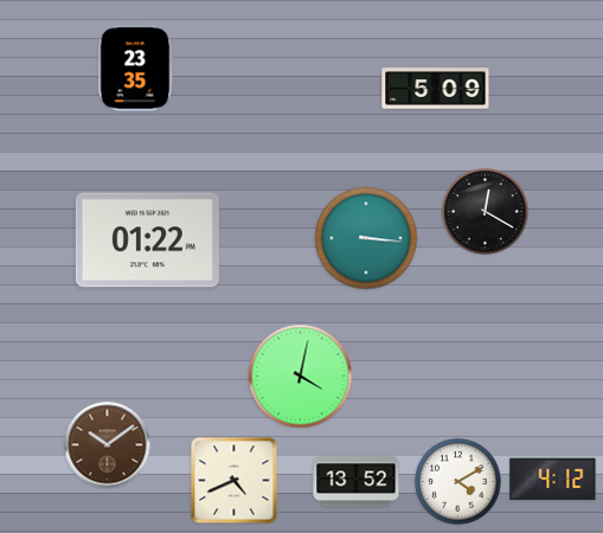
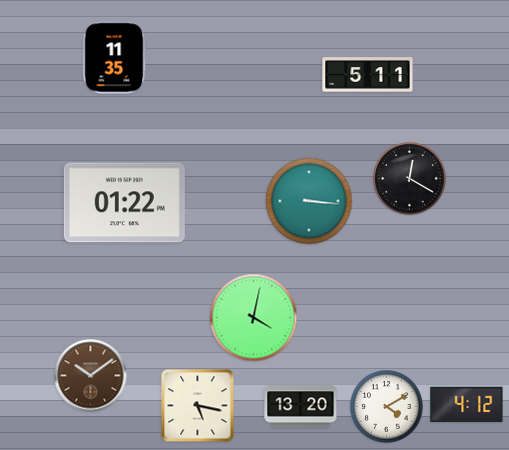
clock at (136, 69): 23:35 -> 11:35
clock at (436, 89): 5:09 -> 5:11
clock at (235, 481): 4:41 -> 5:17
clock at (357, 482): 13:52 -> 13:20
